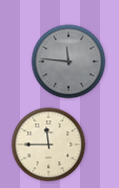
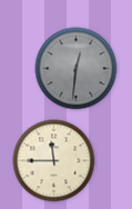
clock at (69, 62): 11:46 -> 12:31
